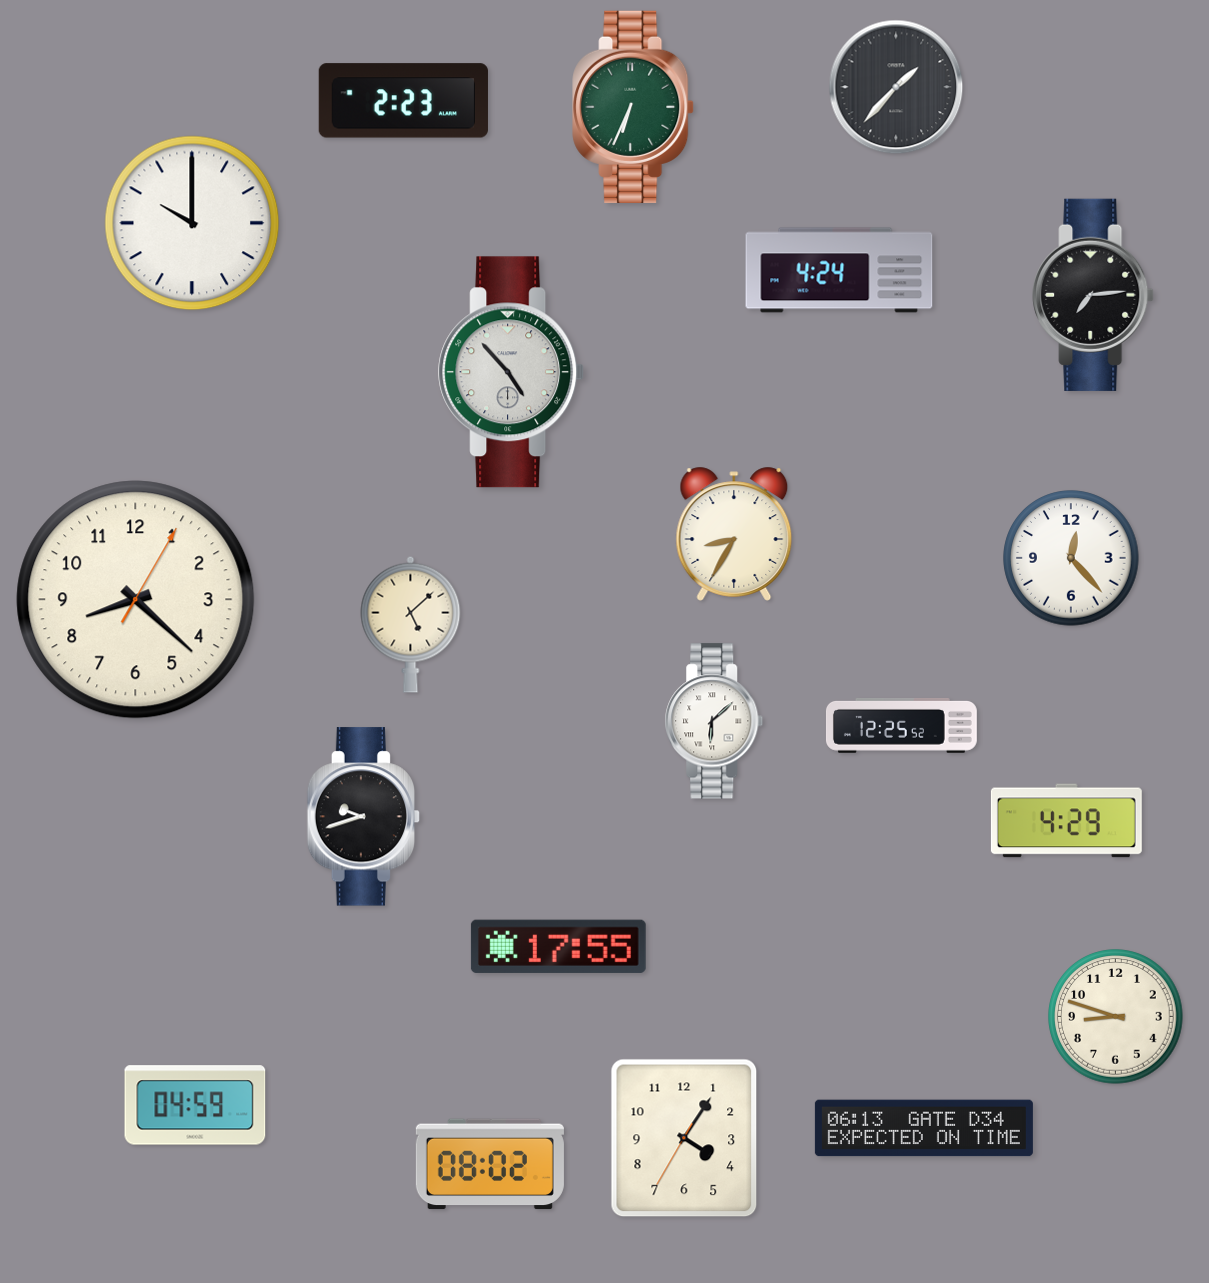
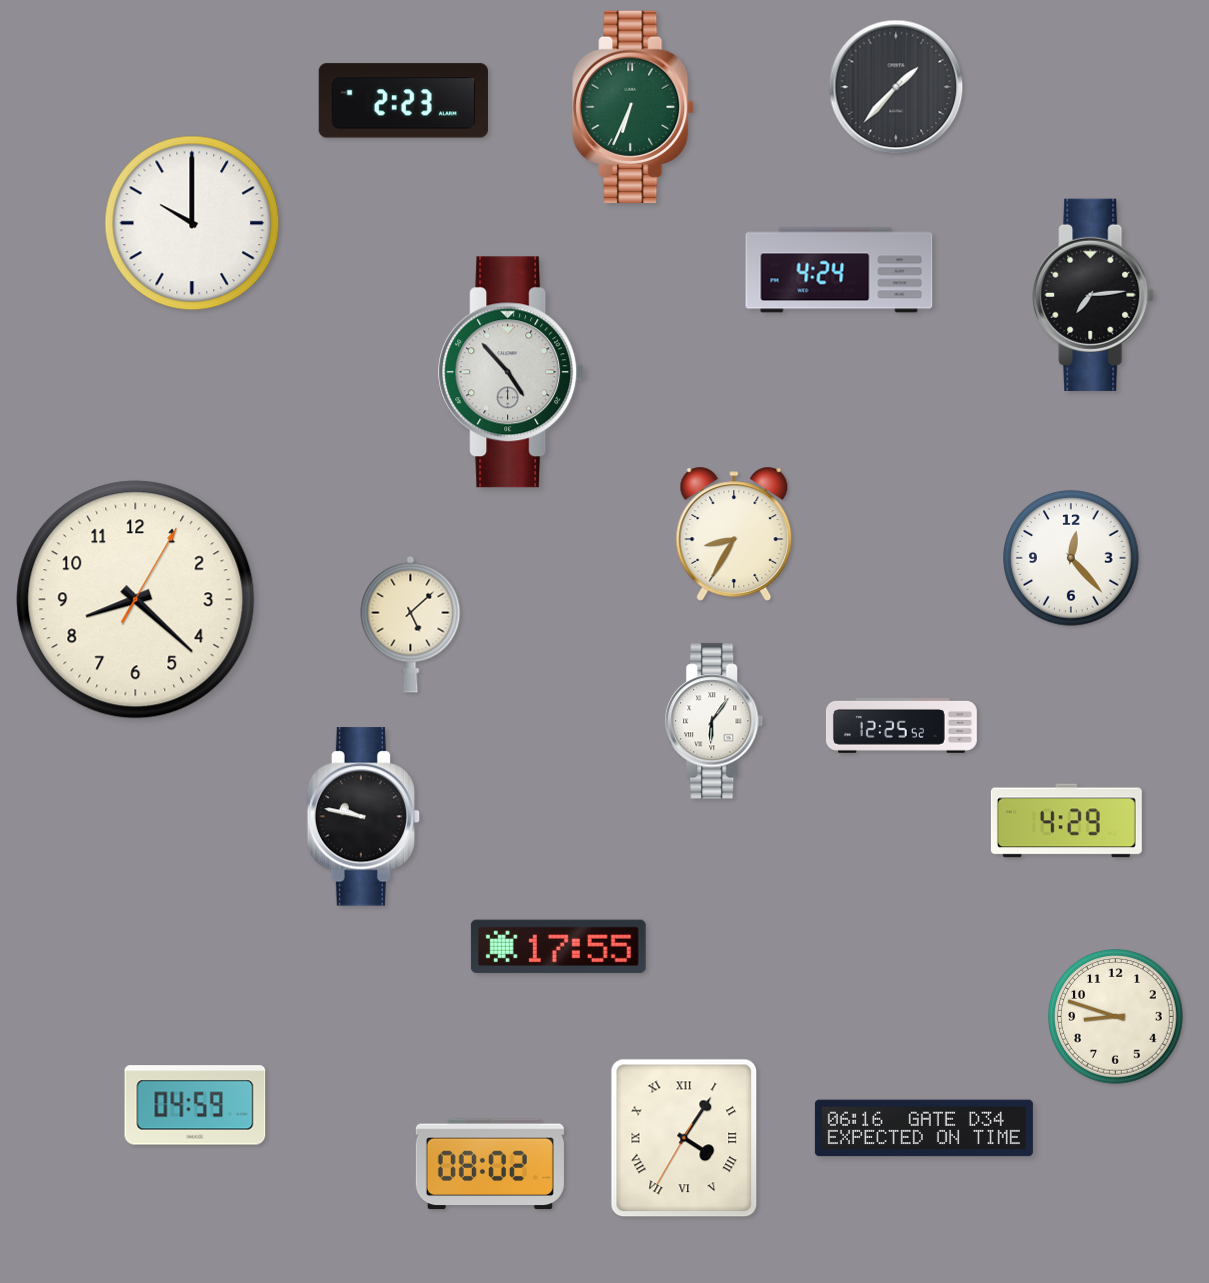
clock at (714, 721): 6:08 -> 6:06
clock at (364, 817): 9:42 -> 9:47
clock at (924, 1128): 06:13 -> 06:16
clock at (684, 1138) numerals: Arabic -> Roman
